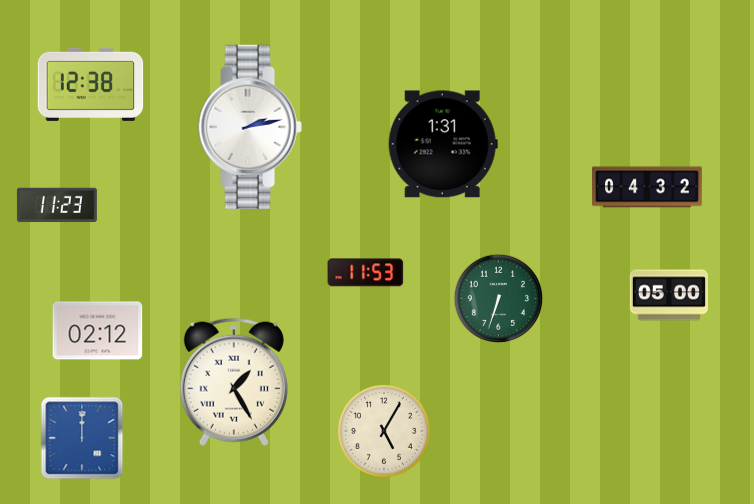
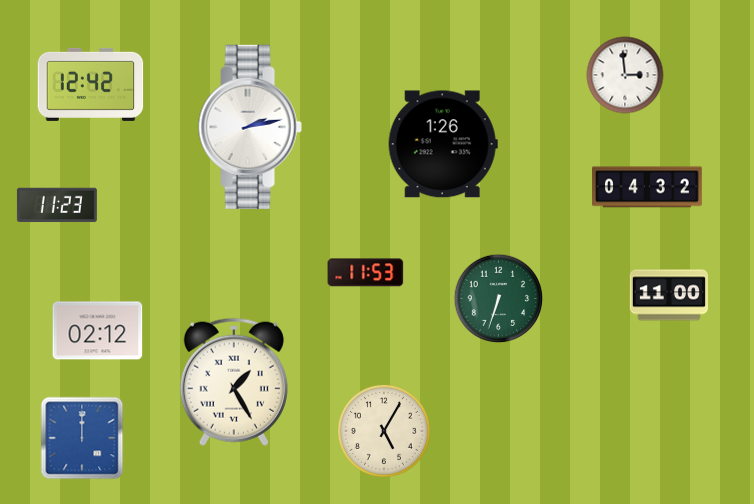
clock at (625, 75): none -> 2:59
clock at (91, 84): 12:38 -> 12:42
clock at (443, 144): 1:31 -> 1:26
clock at (668, 295): 05:00 -> 11:00
